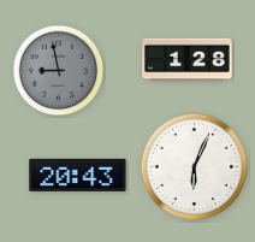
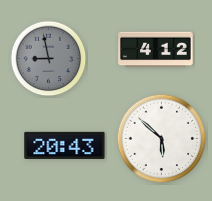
clock at (188, 60): 1:28 -> 4:12
clock at (195, 167): 6:04 -> 5:52
